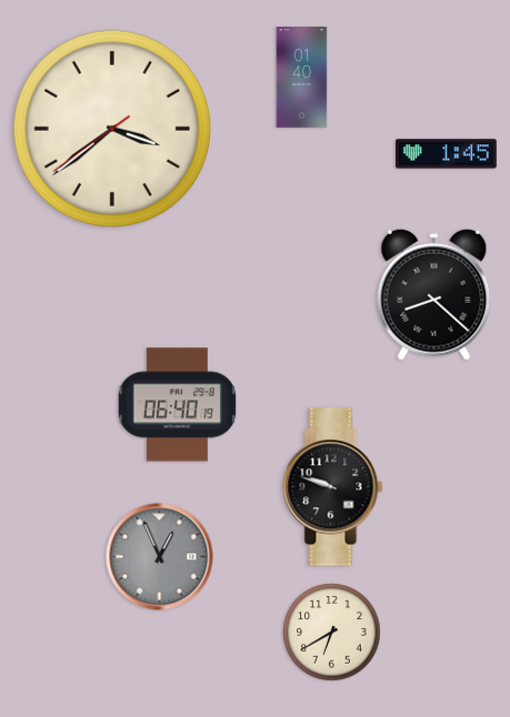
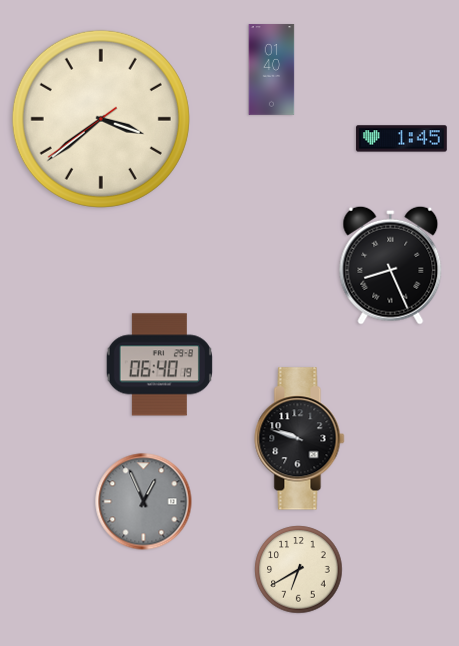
clock at (112, 129) position: (112, 129) -> (101, 119)
clock at (434, 294): 8:22 -> 8:26
